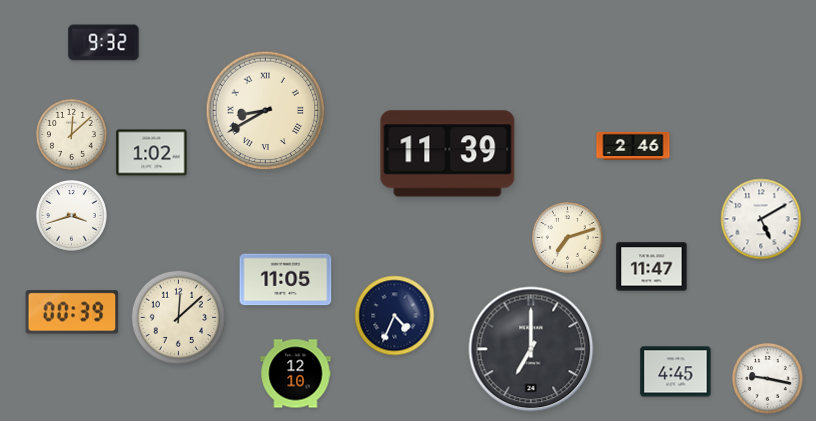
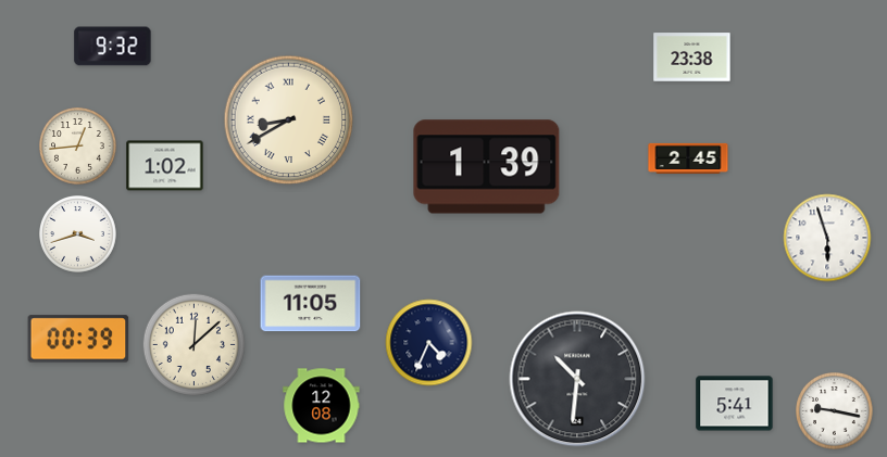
clock at (692, 58): none -> 23:38
clock at (72, 135): 12:08 -> 12:44
clock at (633, 146): 2:46 -> 2:45
clock at (448, 154): 11:39 -> 1:39
clock at (761, 219): 5:10 -> 5:57
clock at (568, 238): 7:12 -> none
clock at (652, 267): 11:47 -> none
clock at (531, 349): 7:00 -> 10:31
clock at (676, 372): 4:45 -> 5:41
clock at (296, 374): 12:10 -> 12:08
